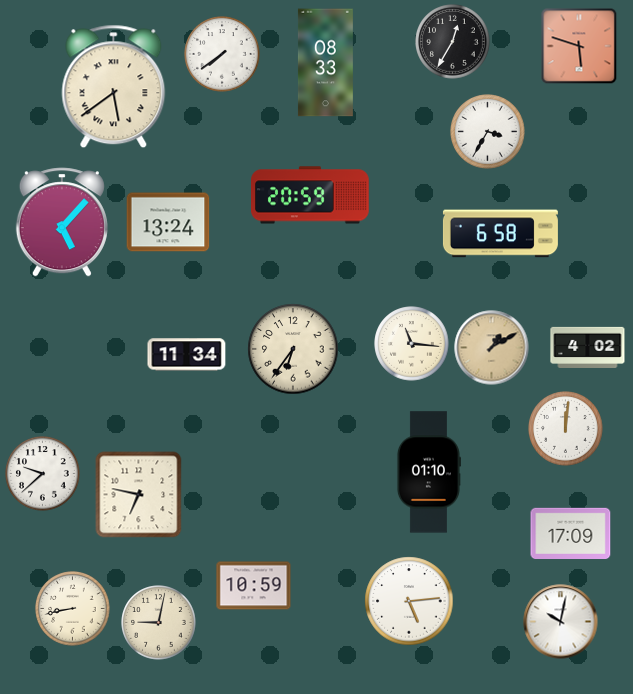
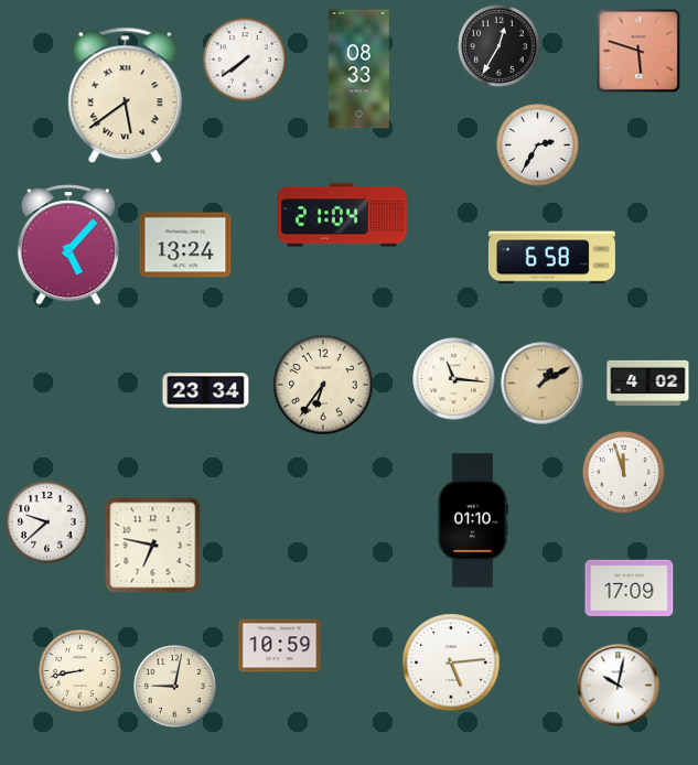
clock at (488, 132): 3:35 -> 2:35
clock at (311, 195): 20:59 -> 21:04
clock at (187, 355): 11:34 -> 23:34
clock at (566, 429): 12:01 -> 11:57
